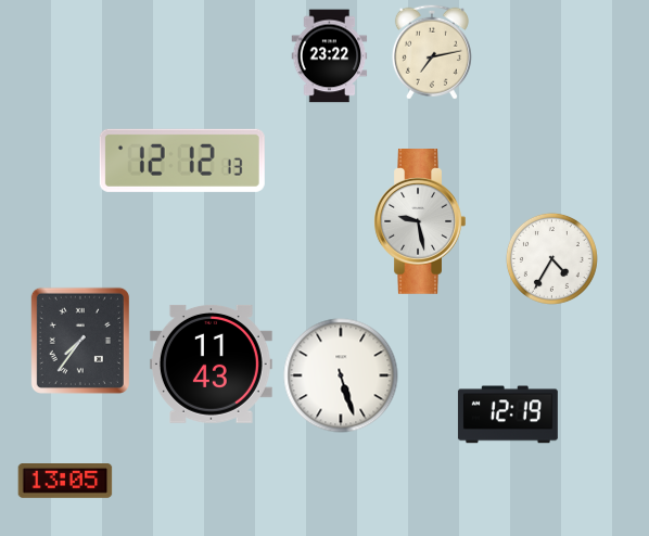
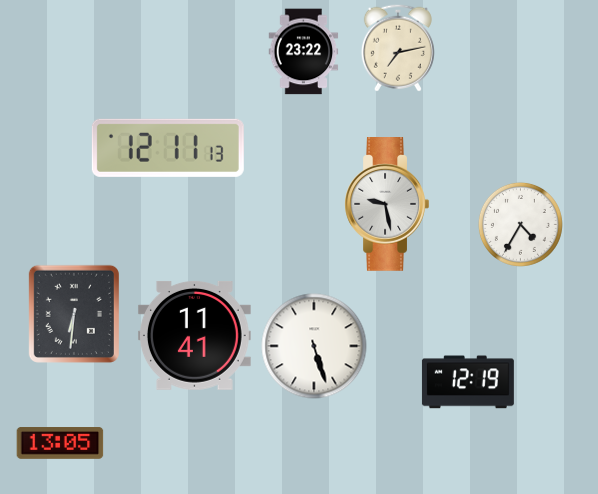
clock at (182, 161): 12:12 -> 12:11
clock at (551, 258) position: (551, 258) -> (520, 224)
clock at (80, 341): 7:36 -> 6:31
clock at (211, 363): 11:43 -> 11:41
